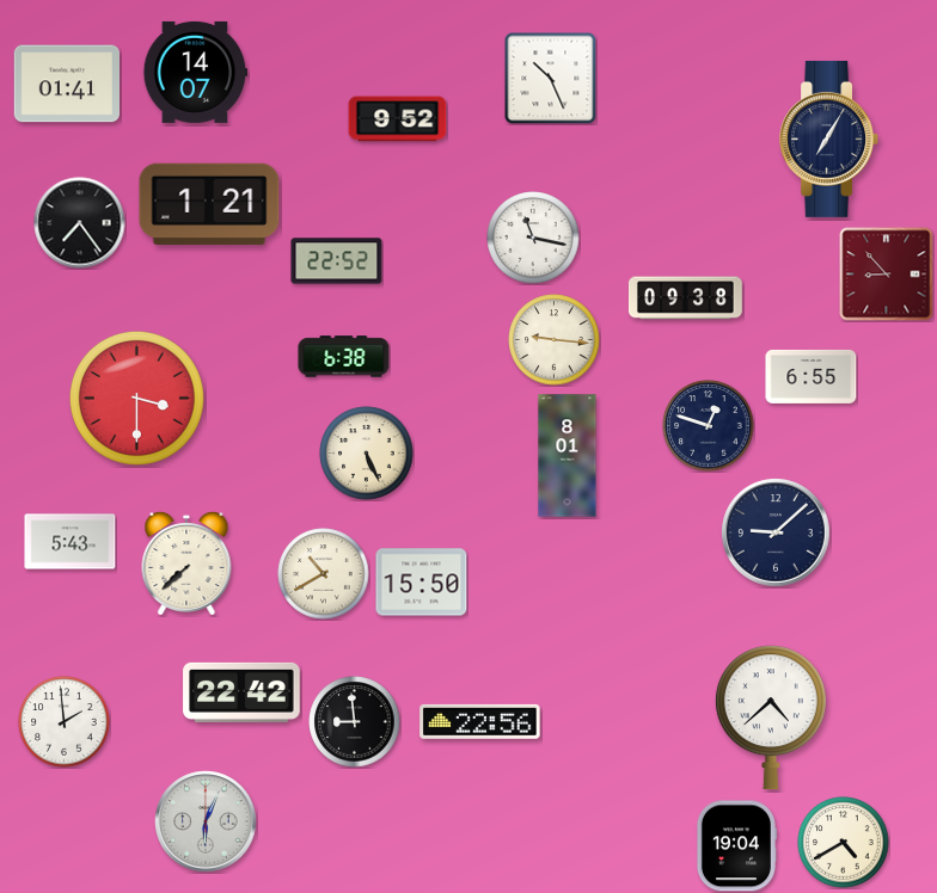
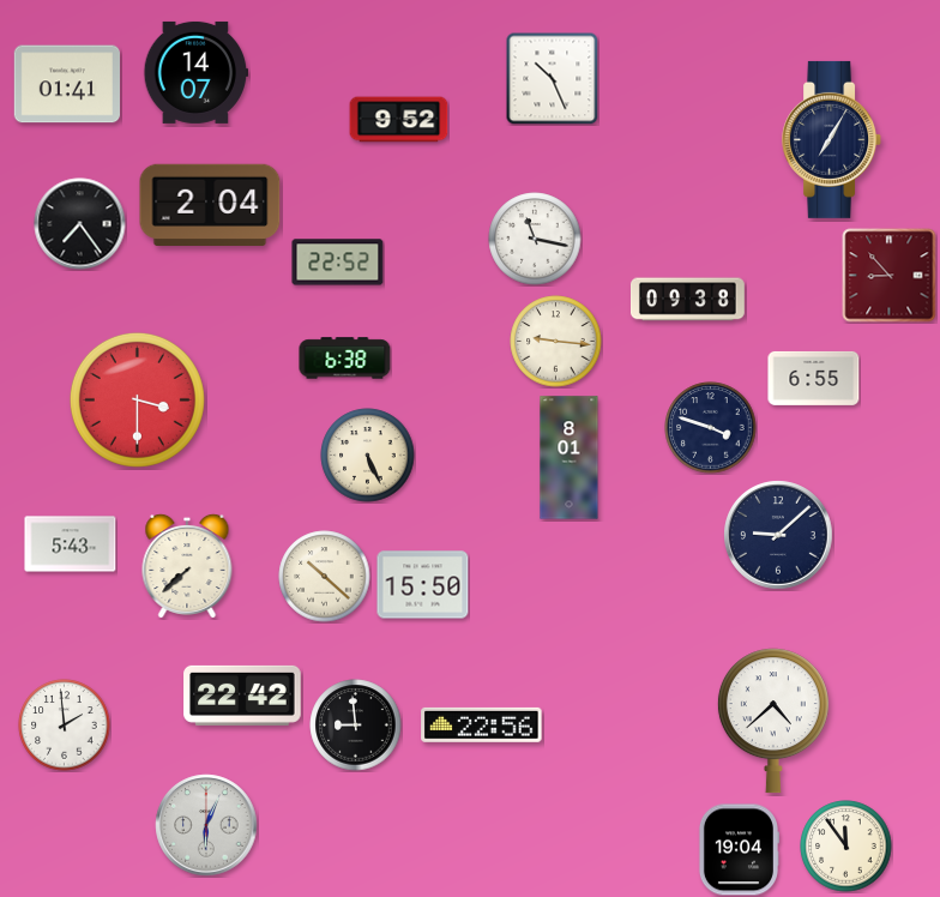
clock at (209, 203): 1:21 -> 2:04
clock at (709, 426): 12:48 -> 3:48
clock at (324, 574): 10:40 -> 10:22
clock at (844, 843): 4:40 -> 11:54
